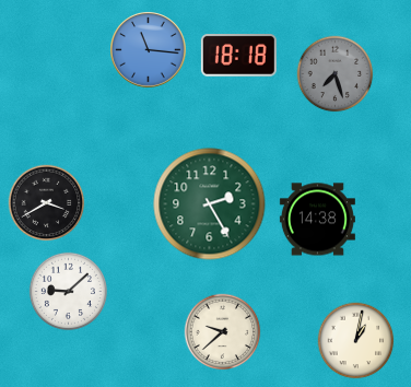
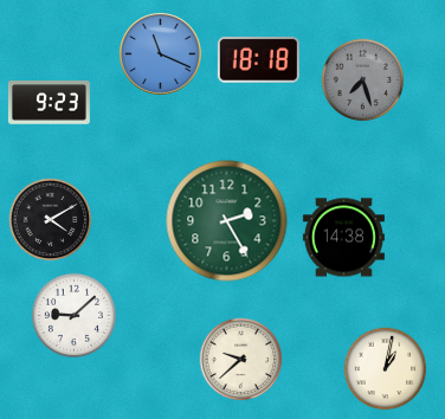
clock at (149, 50): 11:16 -> 11:19
clock at (49, 103): none -> 9:23
clock at (47, 203): 3:40 -> 4:10
